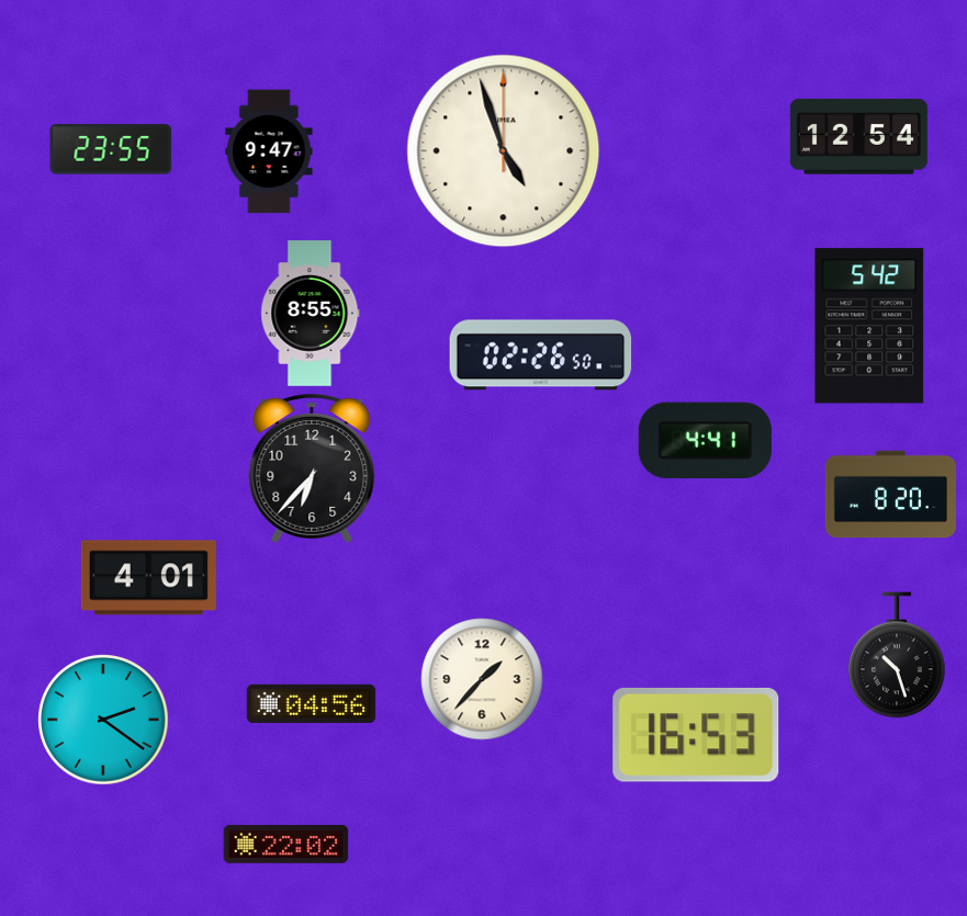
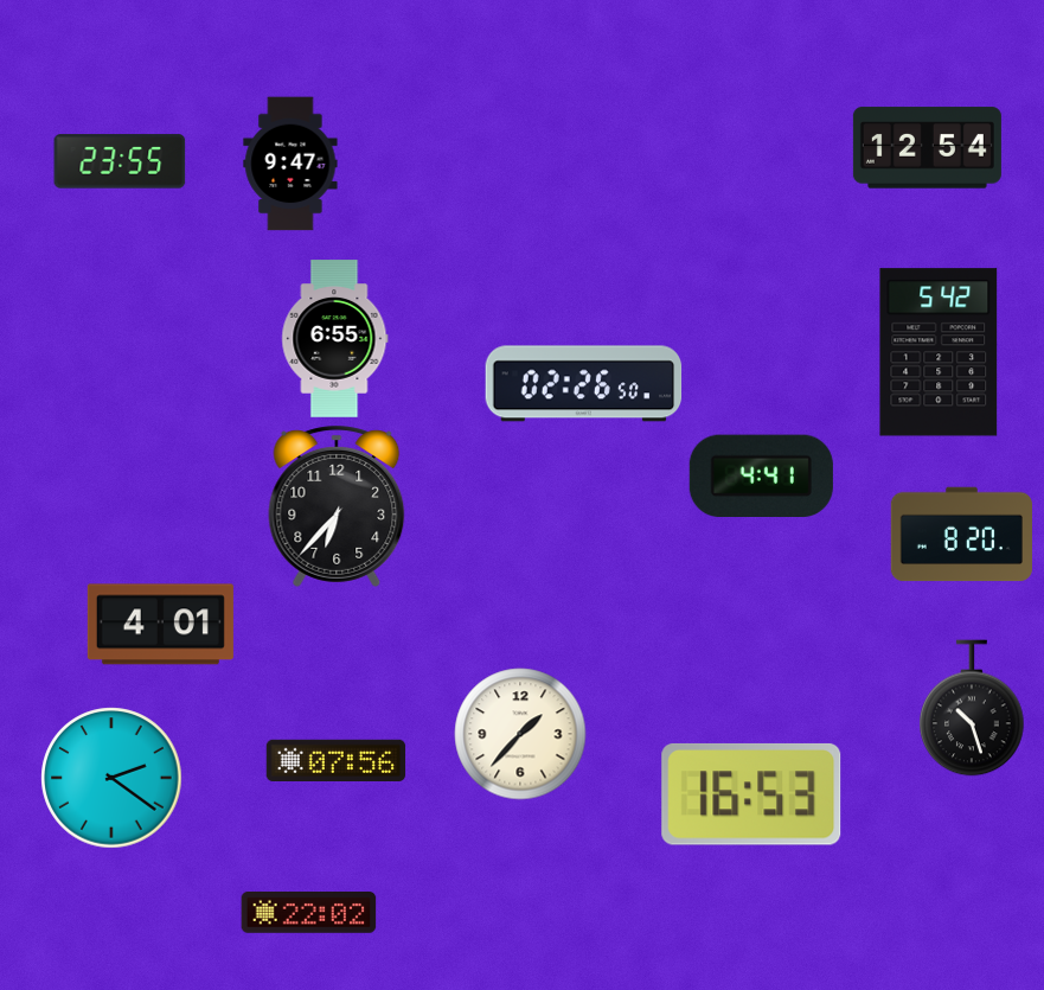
clock at (504, 151): 4:57 -> none
clock at (311, 314): 8:55 -> 6:55
clock at (897, 655) position: (897, 655) -> (972, 708)
clock at (312, 703): 04:56 -> 07:56
